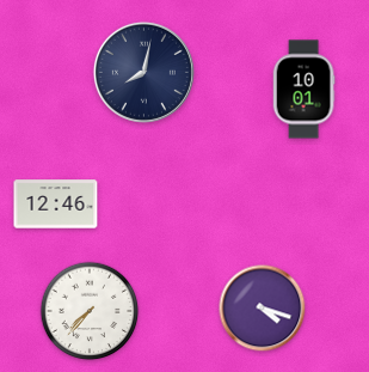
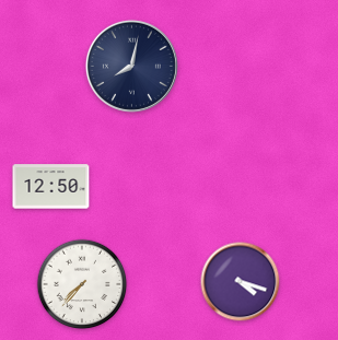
clock at (303, 90): 10:01 -> none
clock at (56, 205): 12:46 -> 12:50
